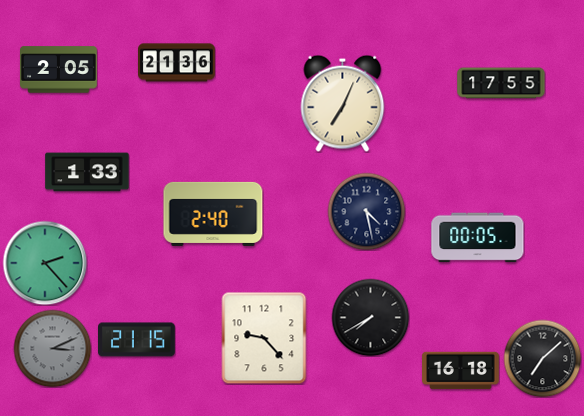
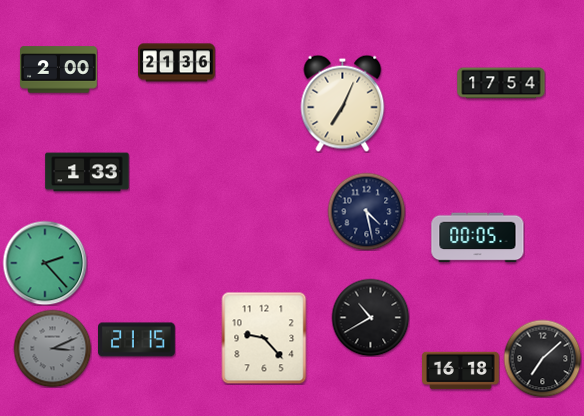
clock at (59, 70): 2:05 -> 2:00
clock at (501, 83): 17:55 -> 17:54
clock at (213, 214): 2:40 -> none
clock at (370, 317): 7:40 -> 10:40
